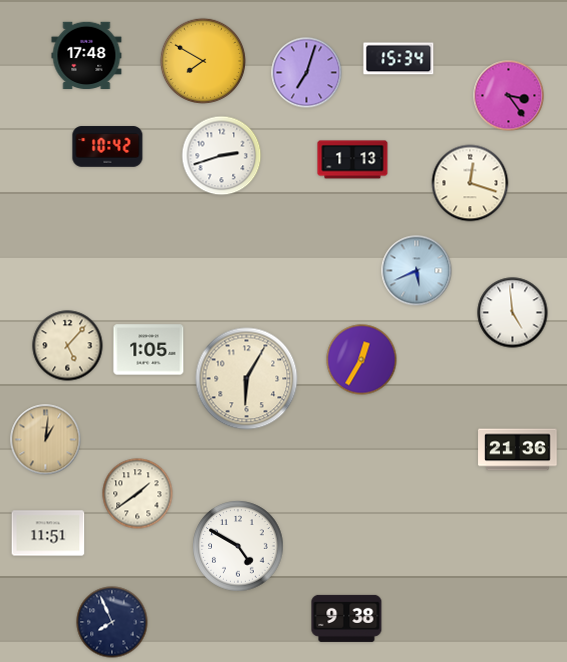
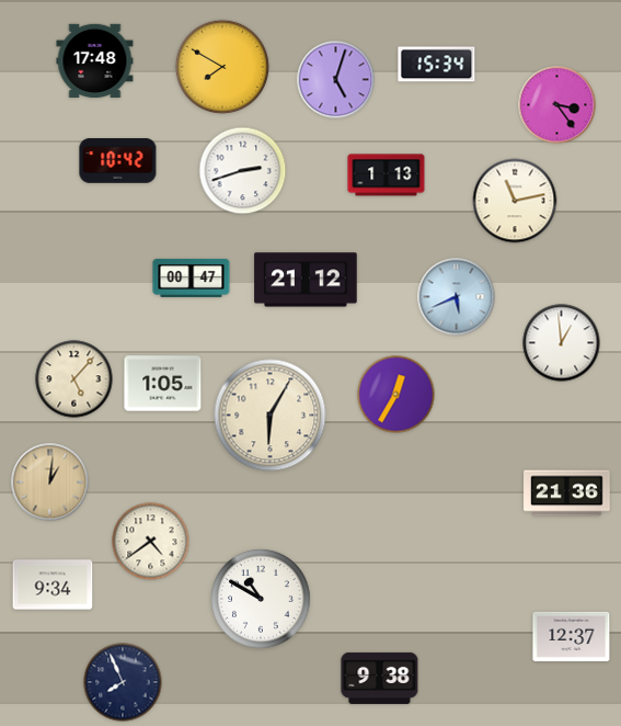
clock at (307, 73): 7:03 -> 5:03
clock at (470, 183): 12:18 -> 11:13
clock at (192, 277): none -> 00:47
clock at (306, 280): none -> 21:12
clock at (513, 313): 4:59 -> 12:59
clock at (138, 494): 1:39 -> 4:39
clock at (48, 533): 11:51 -> 9:34
clock at (238, 546): 4:50 -> 10:50
clock at (572, 636): none -> 12:37
